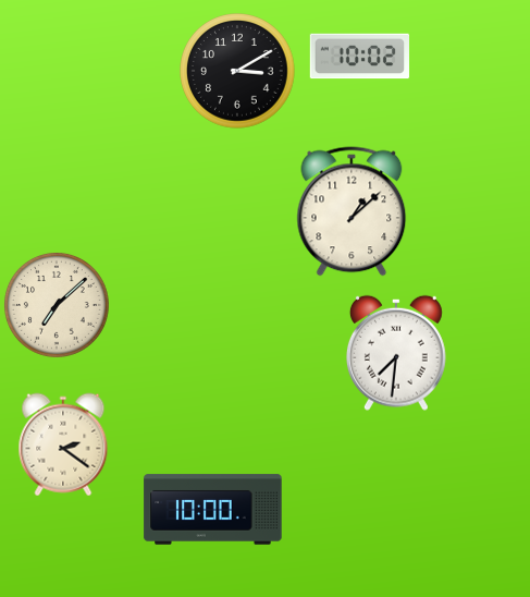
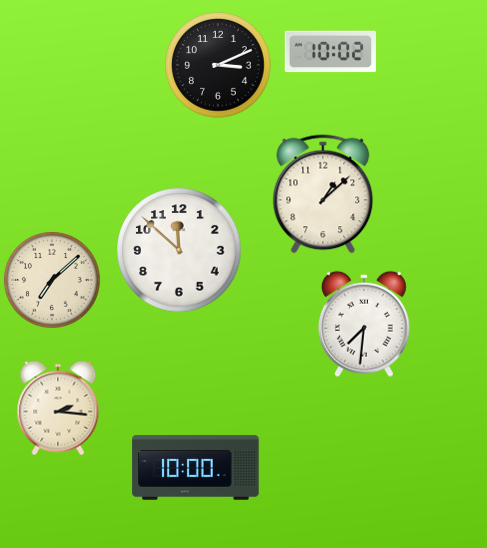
clock at (237, 71): 3:10 -> 3:11
clock at (179, 250): none -> 11:52
clock at (63, 444): 2:21 -> 2:16
